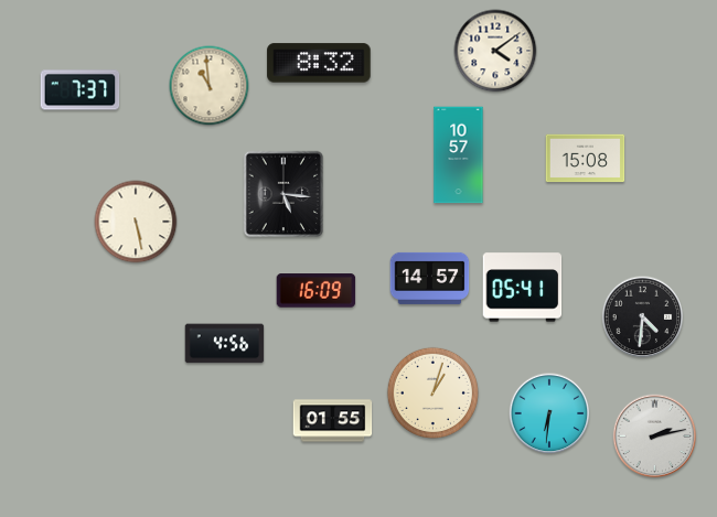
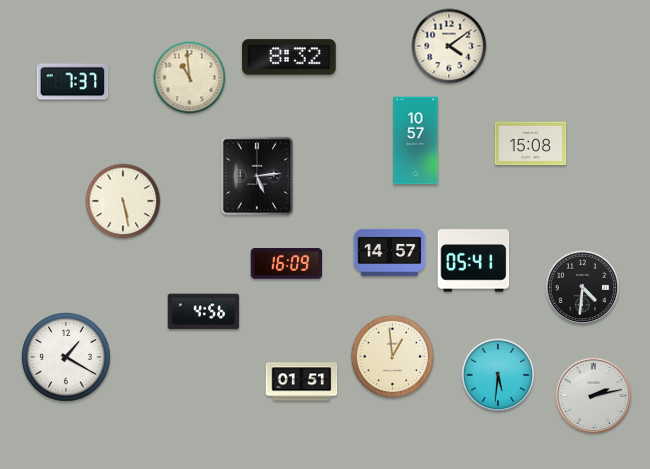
clock at (283, 194): 5:16 -> 5:14
clock at (432, 392): 1:03 -> 12:59
clock at (66, 357): none -> 1:20
clock at (549, 413): 6:31 -> 5:31
clock at (333, 421): 01:55 -> 01:51
